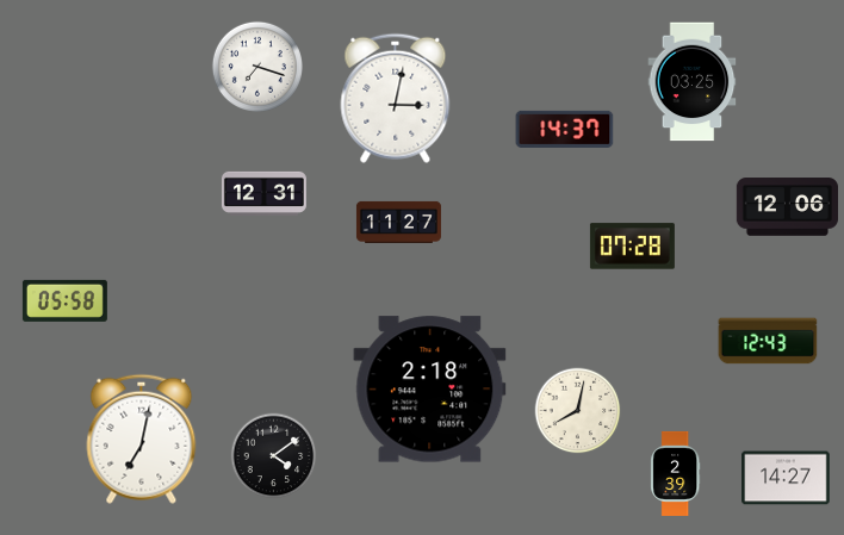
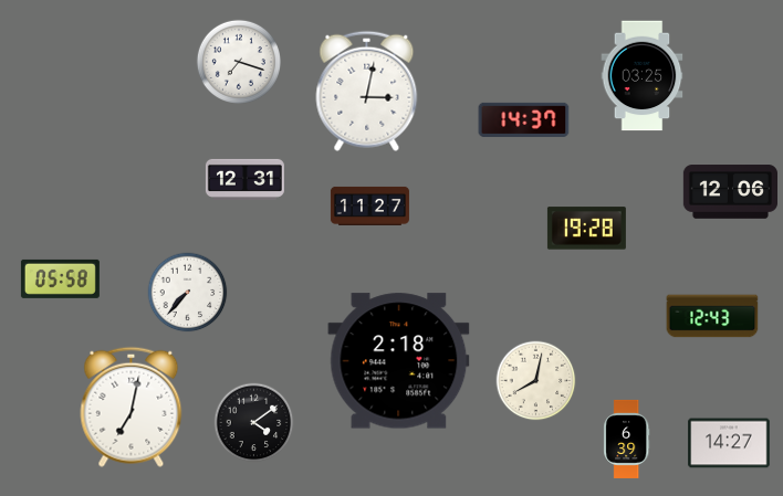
clock at (632, 247): 07:28 -> 19:28
clock at (188, 293): none -> 7:37
clock at (676, 473): 2:39 -> 6:39
